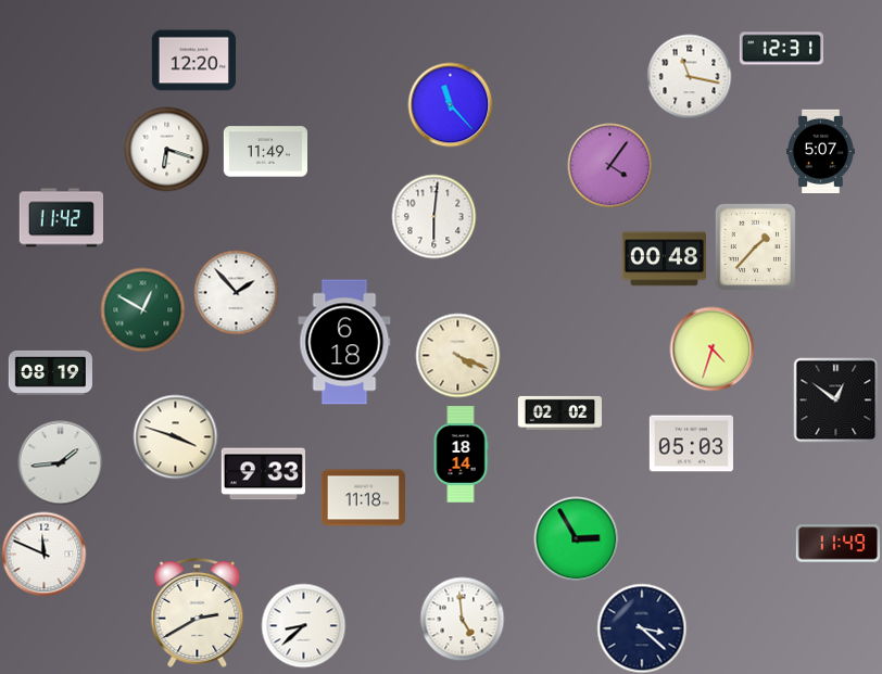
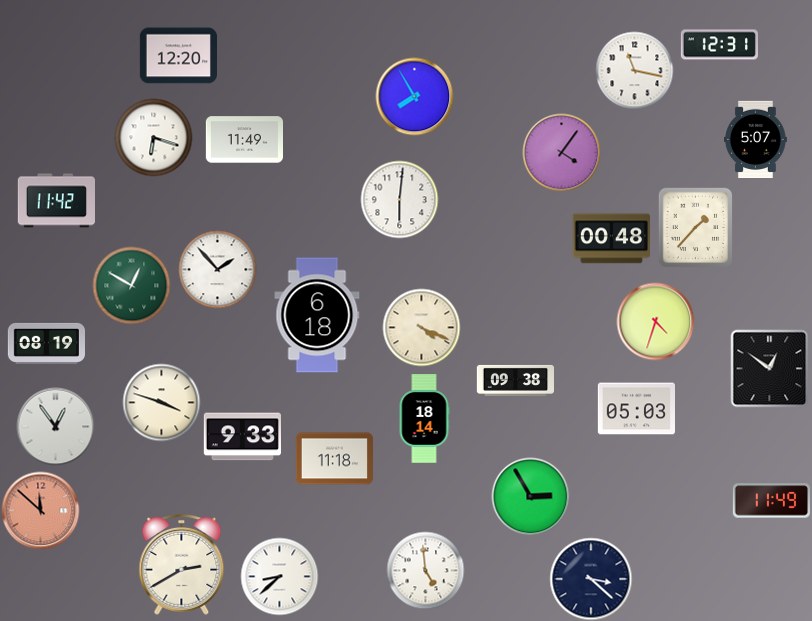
clock at (450, 104): 11:23 -> 7:55
clock at (559, 412): 02:02 -> 09:38
clock at (60, 462): 1:44 -> 12:54
clock at (43, 554): 11:49 -> 11:52
clock at (43, 554) dial: white -> salmon
